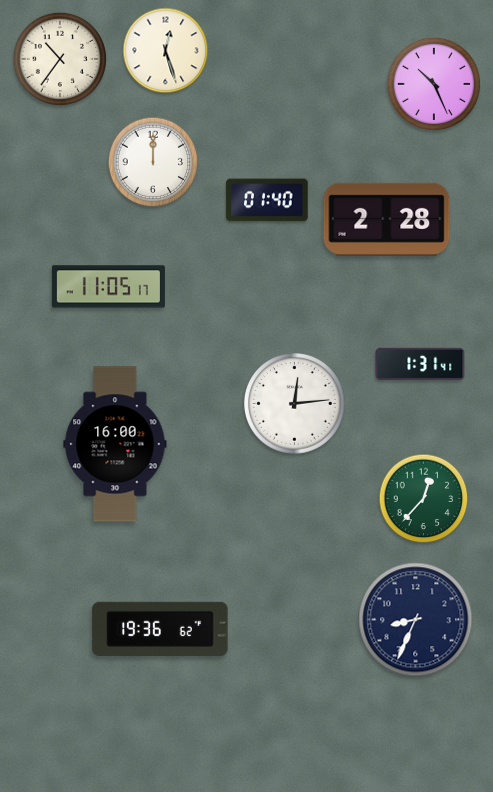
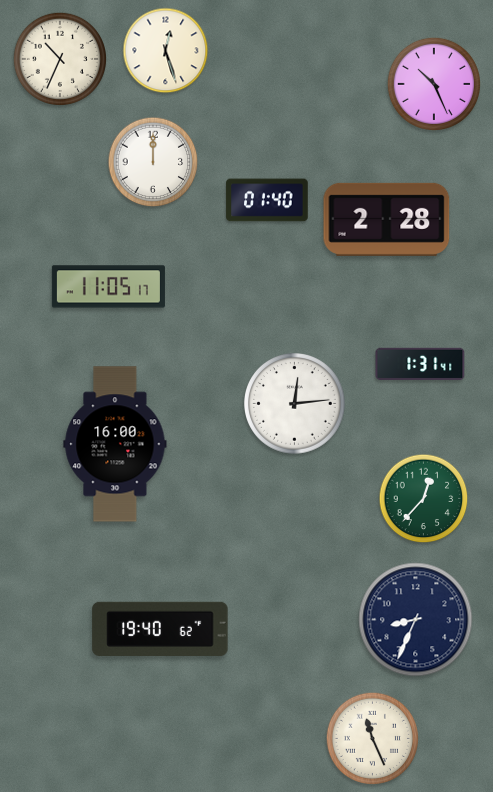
clock at (59, 58): 10:36 -> 10:34
clock at (160, 629): 19:36 -> 19:40
clock at (373, 739): none -> 11:26
